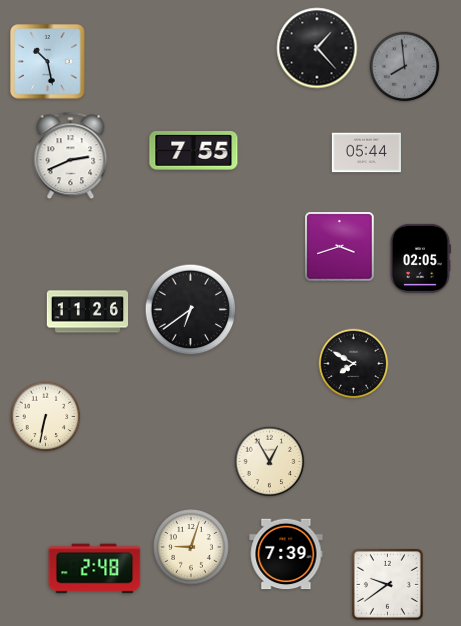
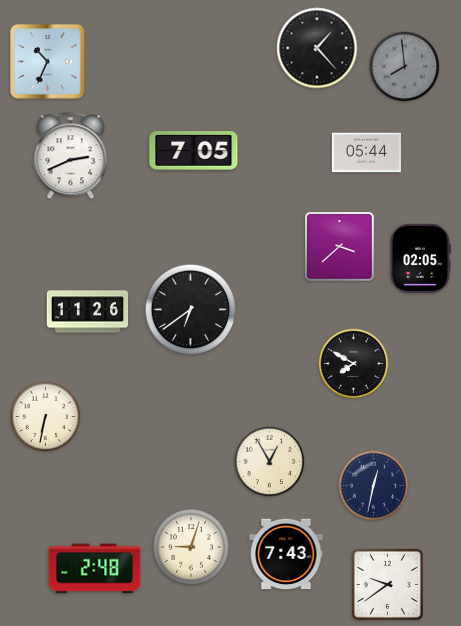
clock at (48, 62): 10:28 -> 10:34
clock at (194, 151): 7:55 -> 7:05
clock at (340, 247): 3:42 -> 3:38
clock at (374, 486): none -> 12:32
clock at (286, 554): 7:39 -> 7:43
